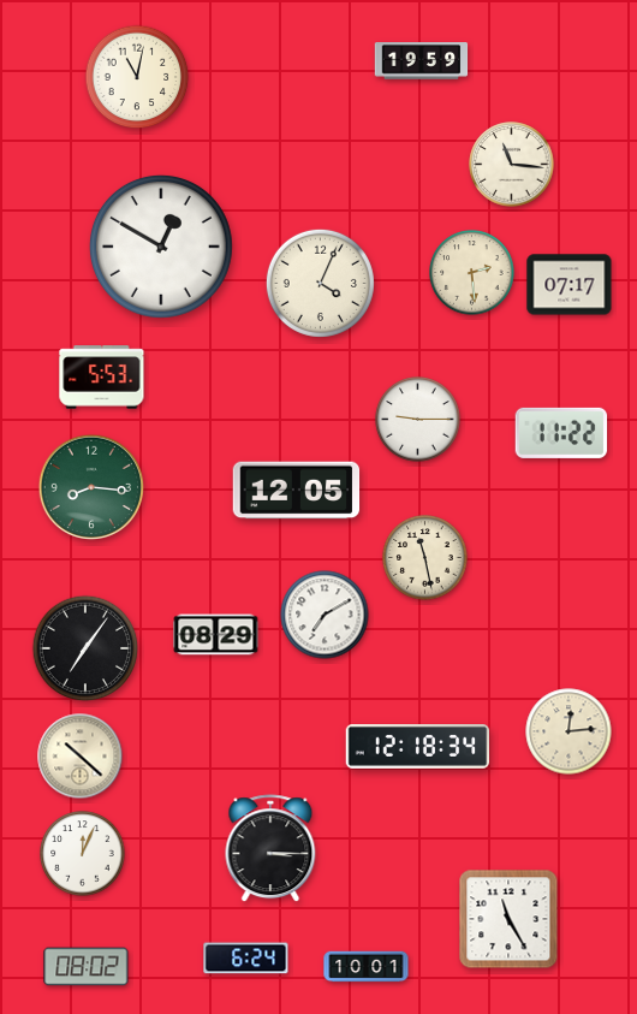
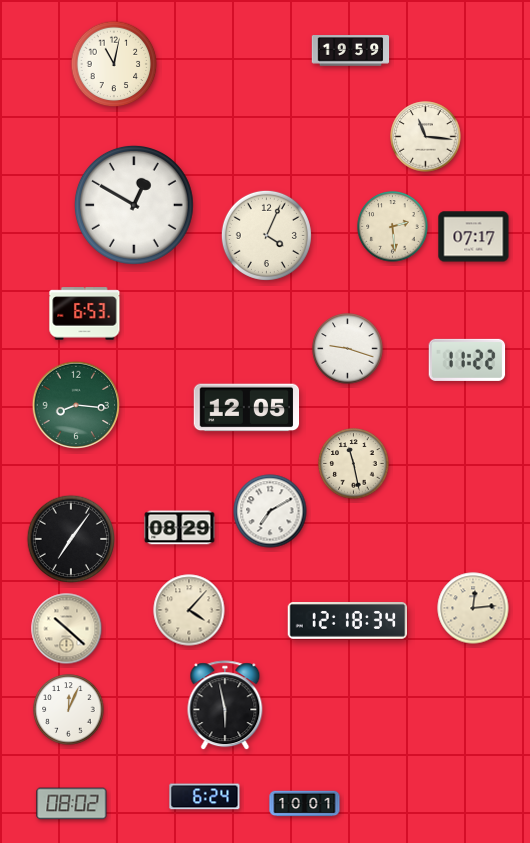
clock at (102, 378): 5:53 -> 6:53
clock at (418, 420): 9:15 -> 9:18
clock at (189, 610): none -> 4:07
clock at (270, 849): 3:15 -> 5:58
clock at (508, 919): 11:25 -> none
